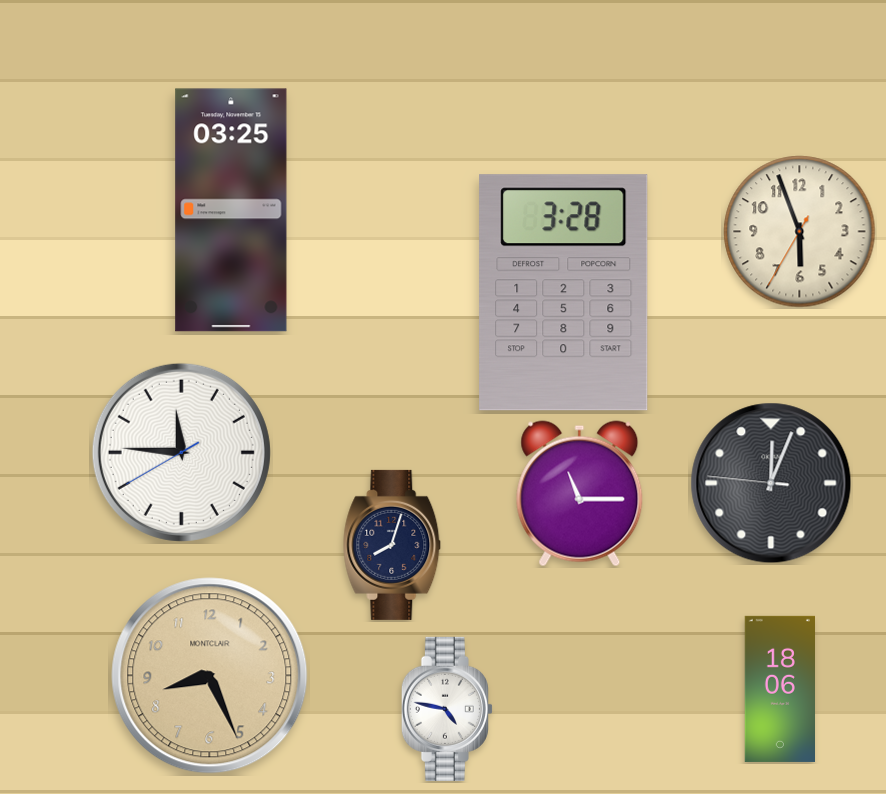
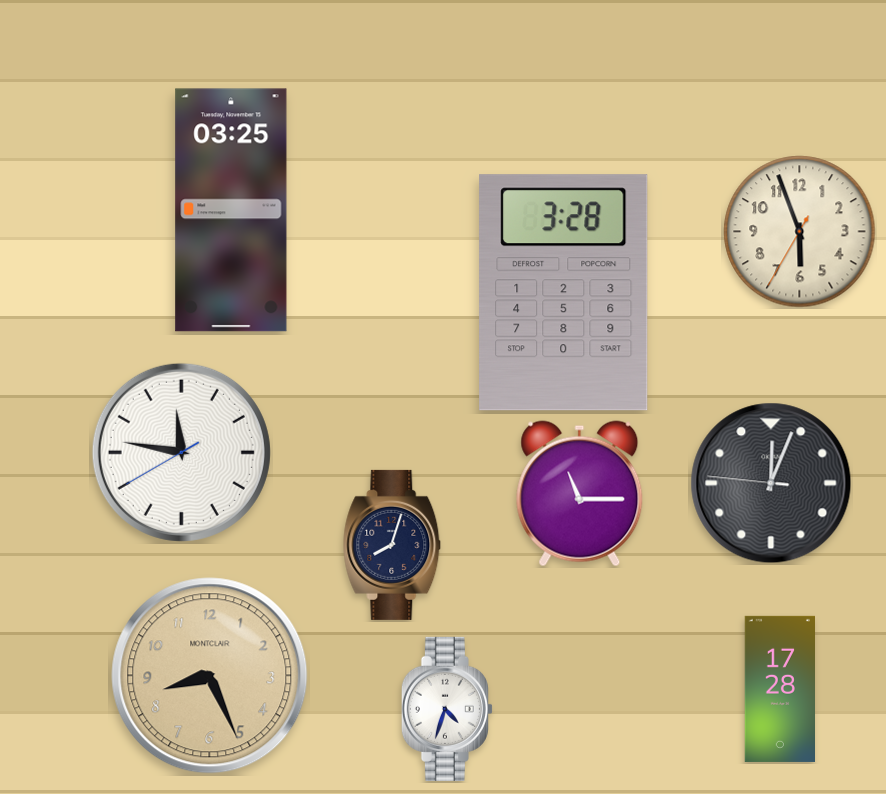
clock at (181, 452): 11:45 -> 11:46
clock at (779, 689): 18:06 -> 17:28
clock at (447, 709): 4:47 -> 4:33
